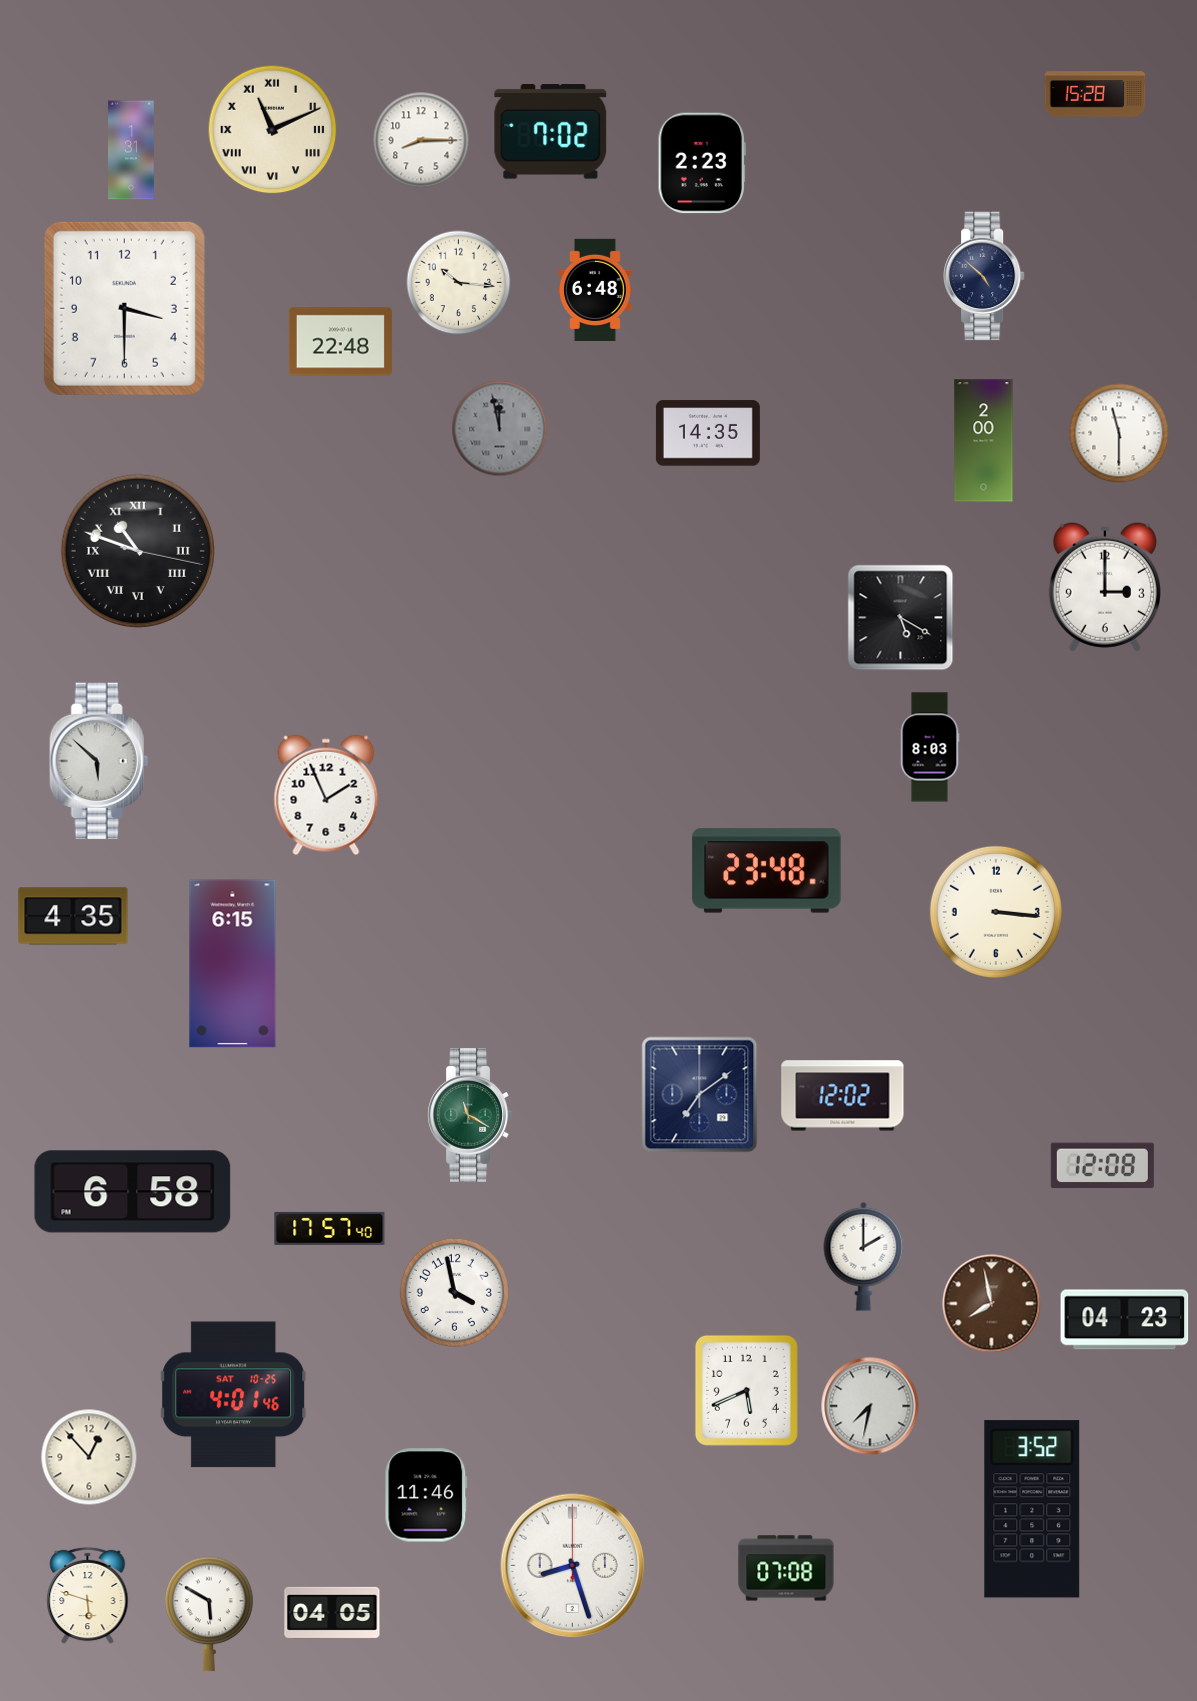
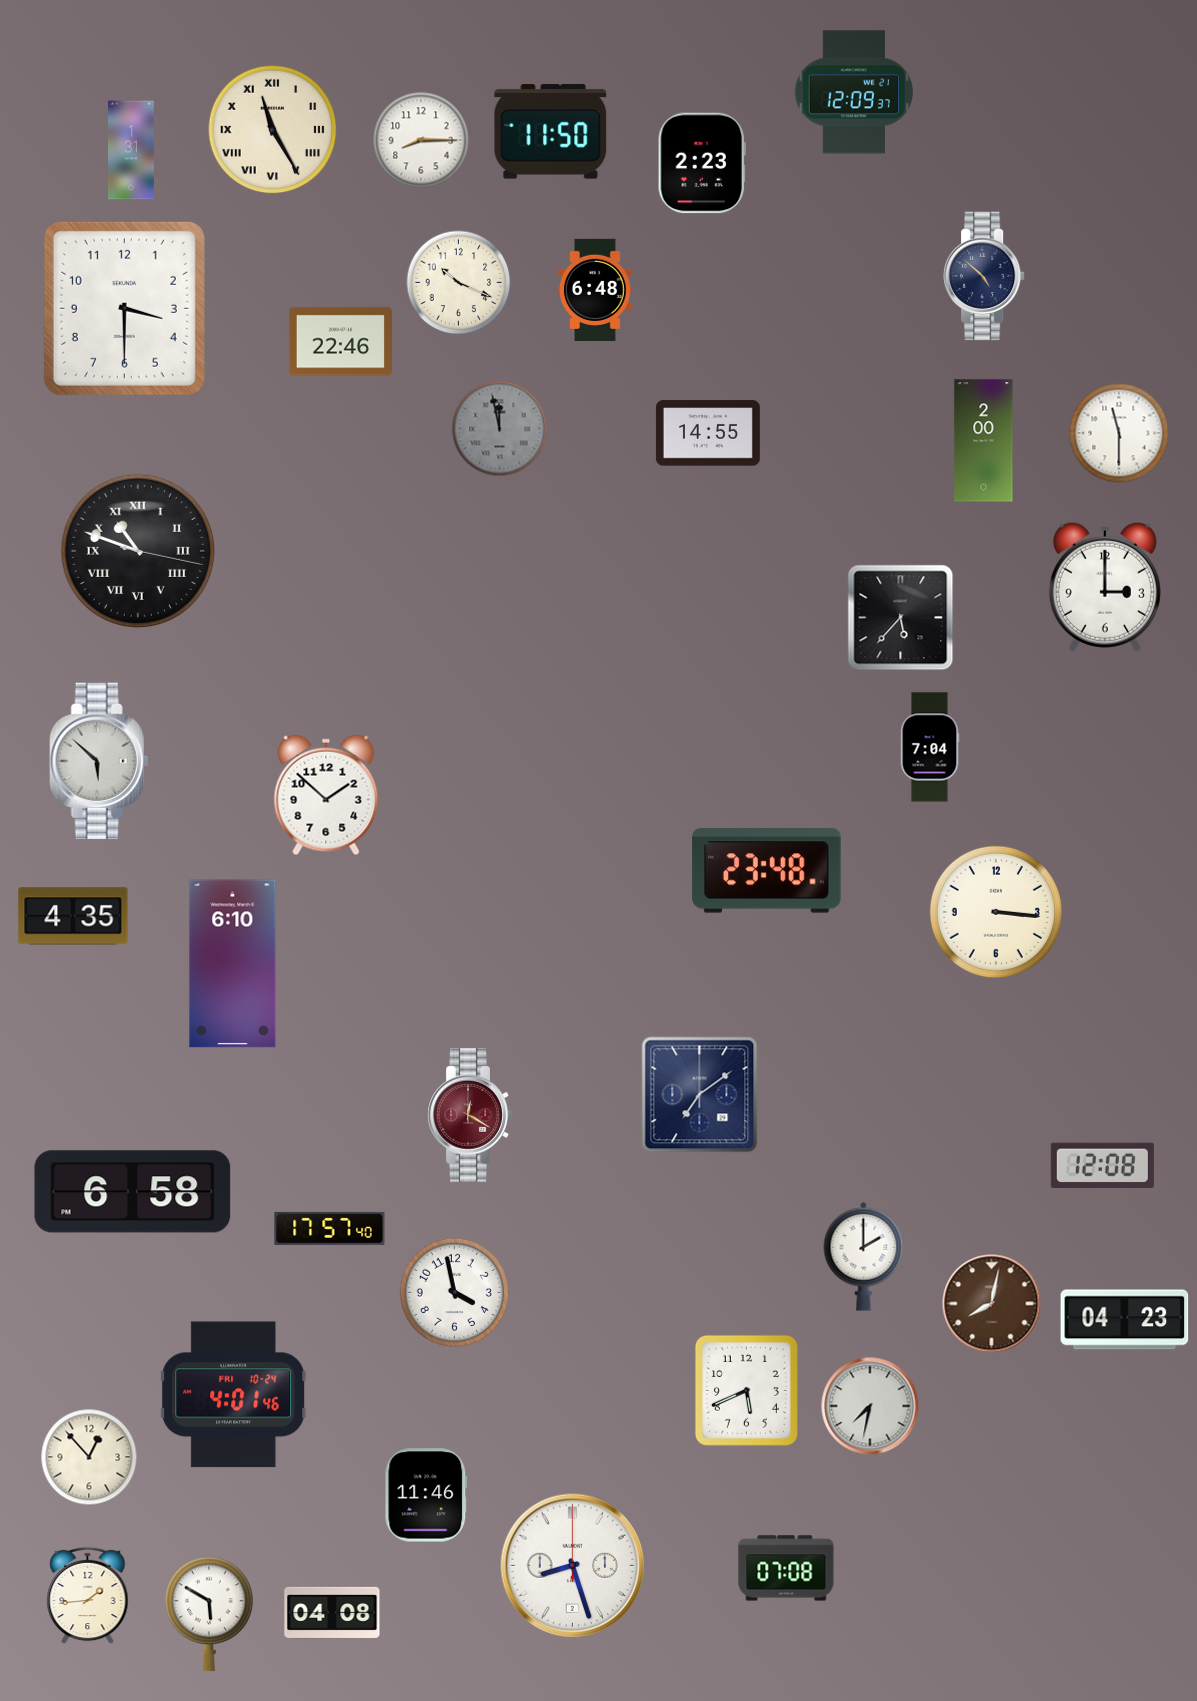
clock at (853, 92): none -> 12:09
clock at (1095, 94): 15:28 -> none
clock at (273, 130): 11:11 -> 11:25
clock at (551, 132): 7:02 -> 11:50
clock at (459, 283): 10:16 -> 10:19
clock at (340, 342): 22:48 -> 22:46
clock at (708, 433): 14:35 -> 14:55
clock at (901, 618): 5:20 -> 5:37
clock at (930, 747): 8:03 -> 7:04
clock at (326, 795): 1:56 -> 1:52
clock at (233, 964): 6:15 -> 6:10
clock at (843, 1096): 12:02 -> none
clock at (470, 1115): 11:20 -> 12:20
clock at (470, 1115) dial: green -> burgundy
clock at (992, 1304): 7:58 -> 8:02
clock at (234, 1395) date: SAT 10-25 -> FRI 10-24
clock at (1032, 1509): 3:52 -> none
clock at (88, 1596): 5:48 -> 1:44
clock at (332, 1613): 04:05 -> 04:08
